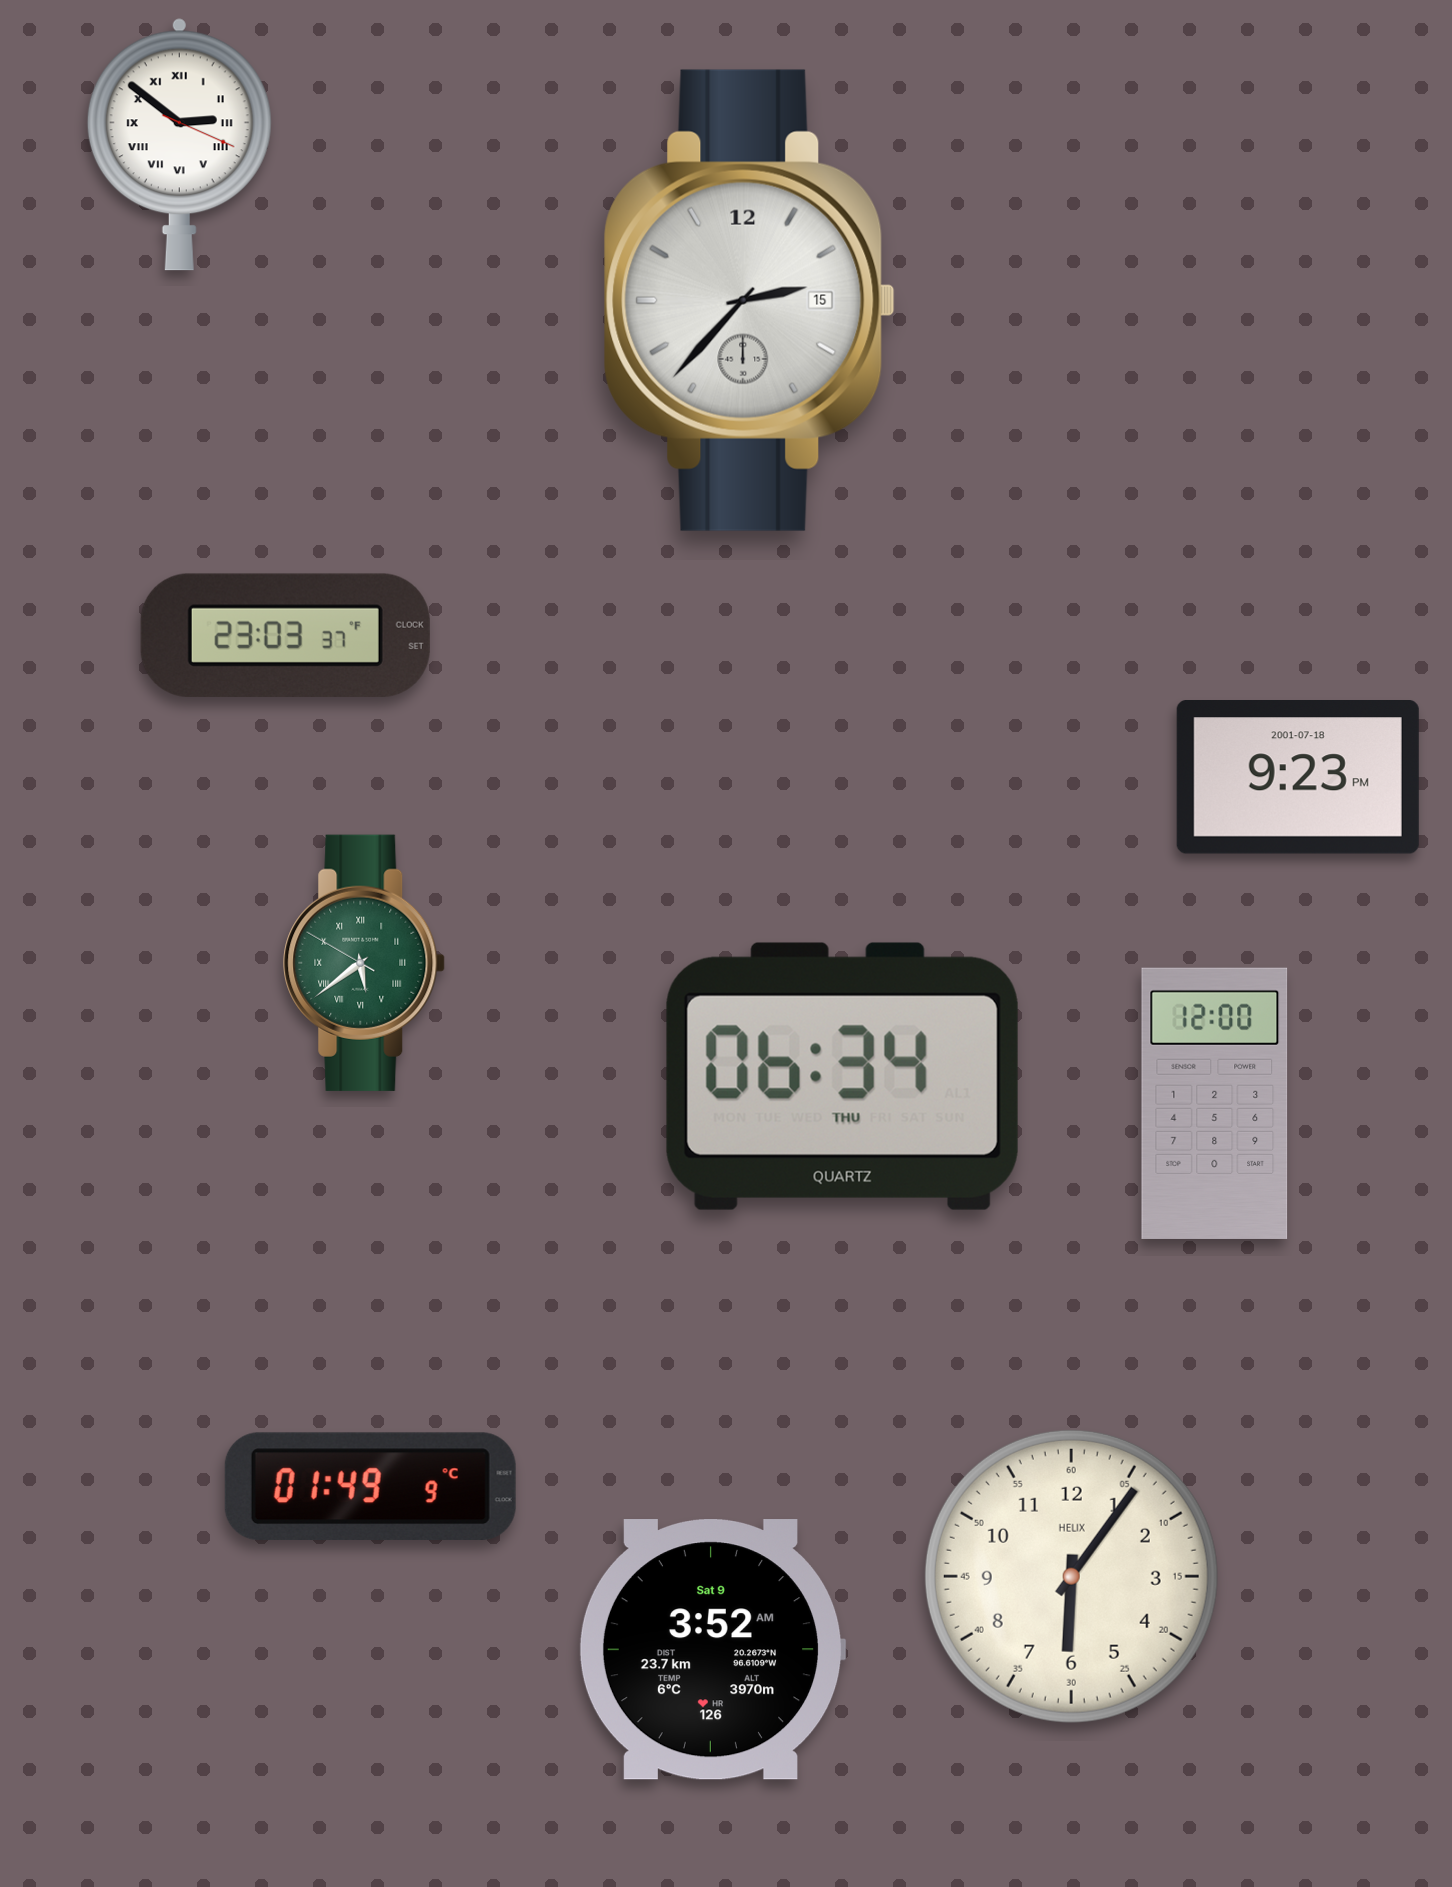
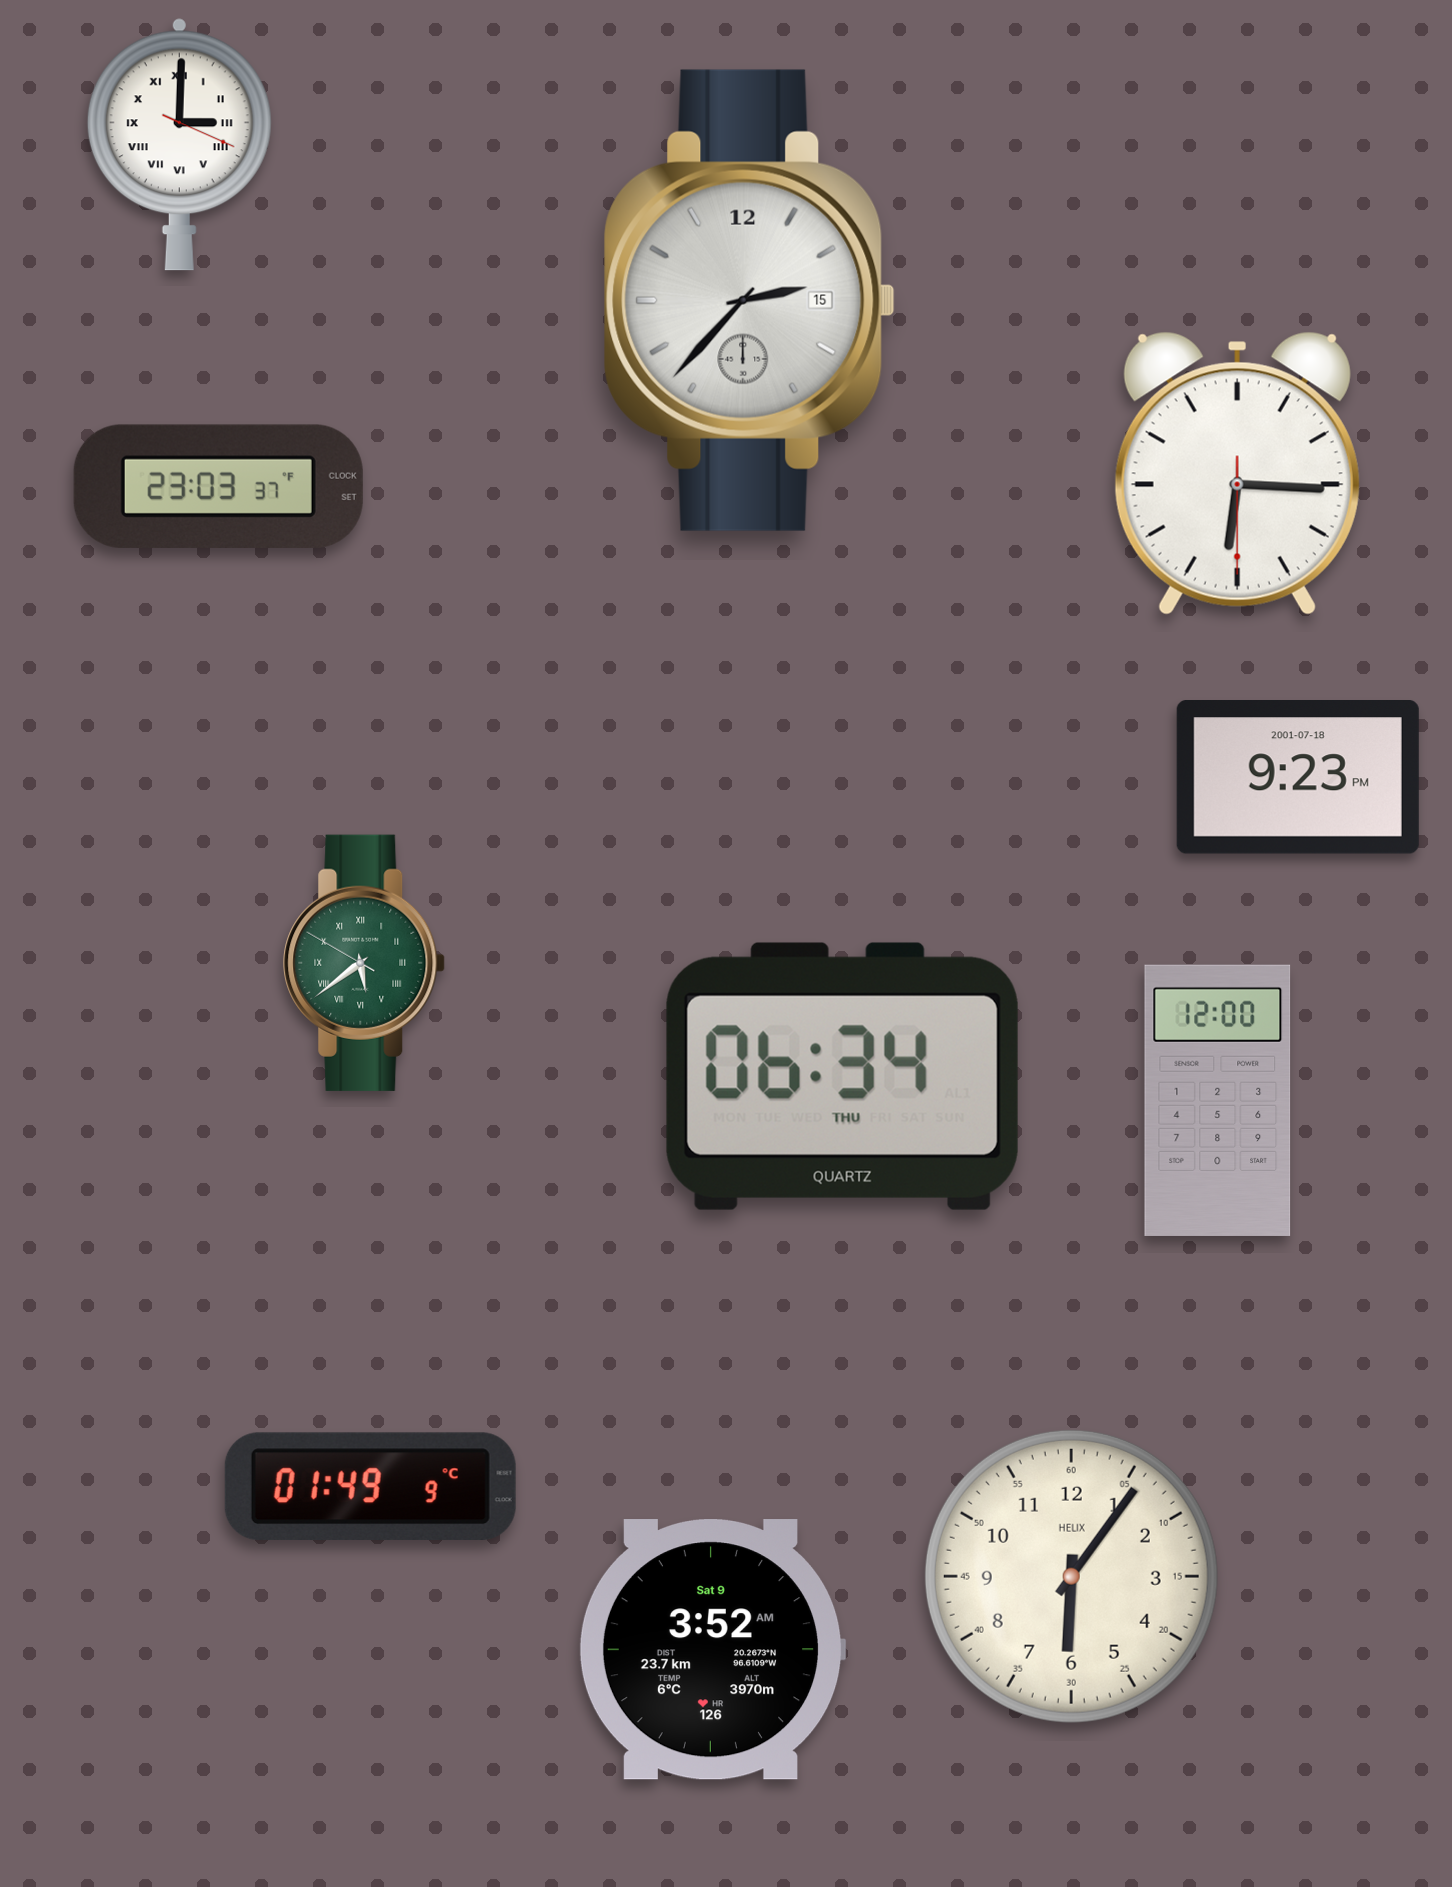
clock at (179, 144): 2:51 -> 3:00
clock at (1237, 473): none -> 6:15
clock at (285, 635) position: (285, 635) -> (218, 486)
clock at (1215, 1103) position: (1215, 1103) -> (1218, 1100)
